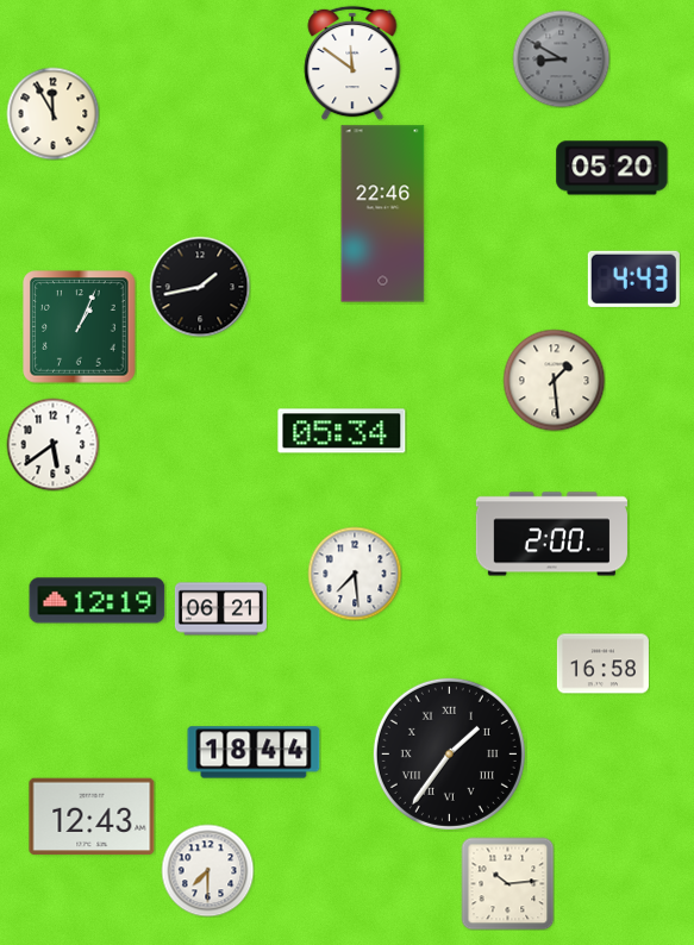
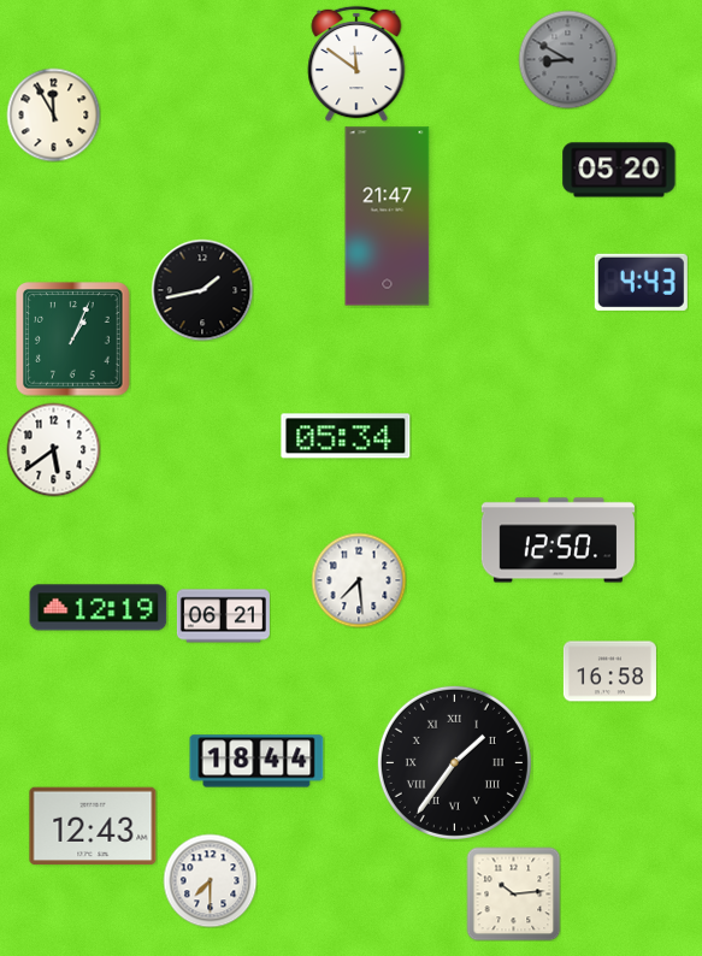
clock at (383, 214): 22:46 -> 21:47
clock at (80, 327) position: (80, 327) -> (73, 340)
clock at (554, 380): 1:29 -> none
clock at (551, 534): 2:00 -> 12:50
